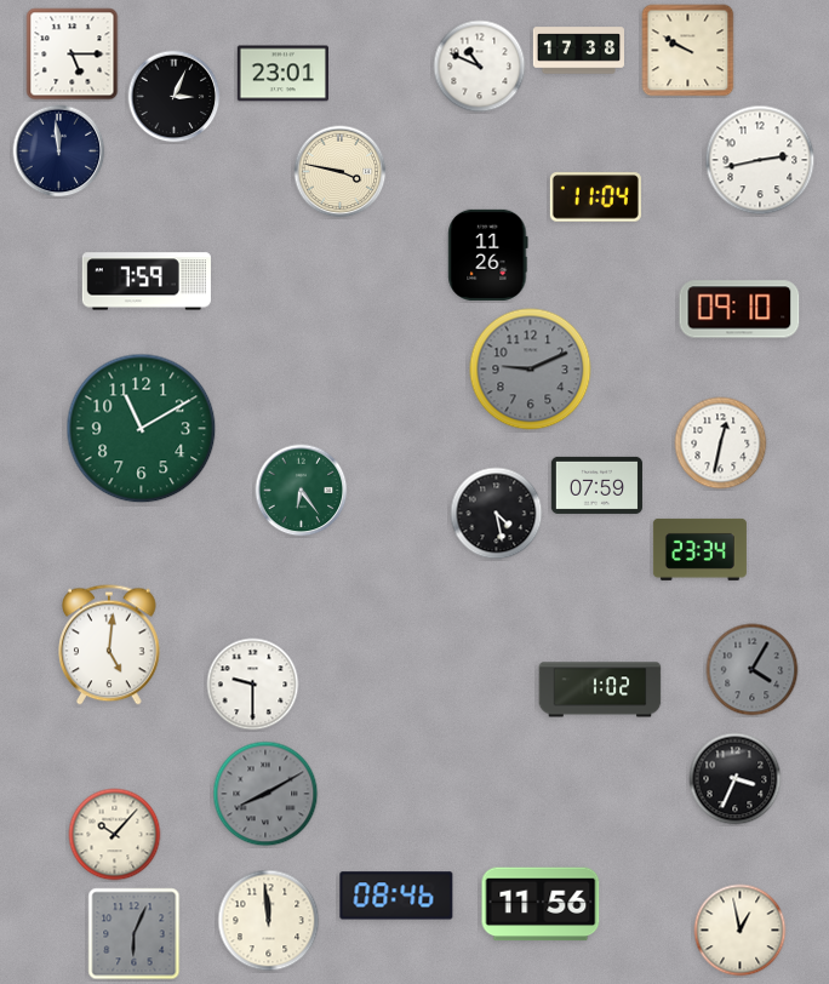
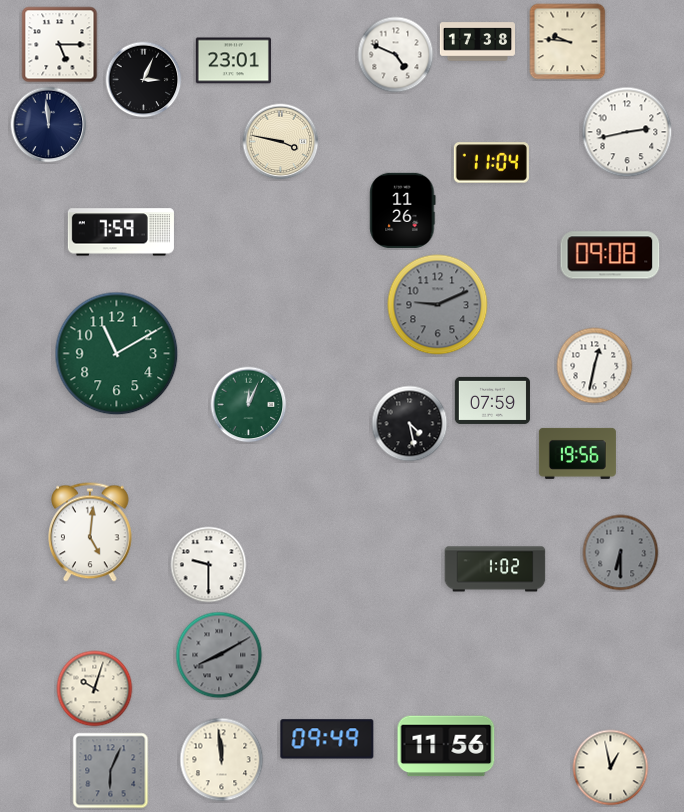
clock at (688, 51): 9:50 -> 9:46
clock at (480, 67): 10:49 -> 4:49
clock at (739, 309): 09:10 -> 09:08
clock at (302, 491): 6:24 -> 12:04
clock at (699, 549): 23:34 -> 19:56
clock at (753, 670): 4:05 -> 6:30
clock at (736, 779): 3:34 -> none
clock at (115, 835): 10:07 -> 10:03
clock at (396, 896): 08:46 -> 09:49
